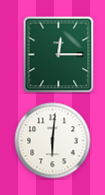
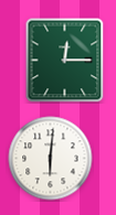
clock at (53, 141) position: (53, 141) -> (51, 159)
